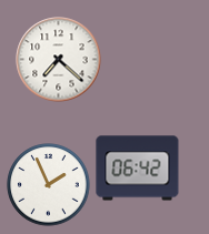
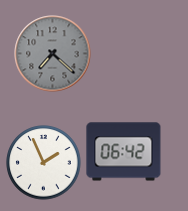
clock at (59, 60) dial: white -> grey
clock at (49, 185) position: (49, 185) -> (44, 163)
